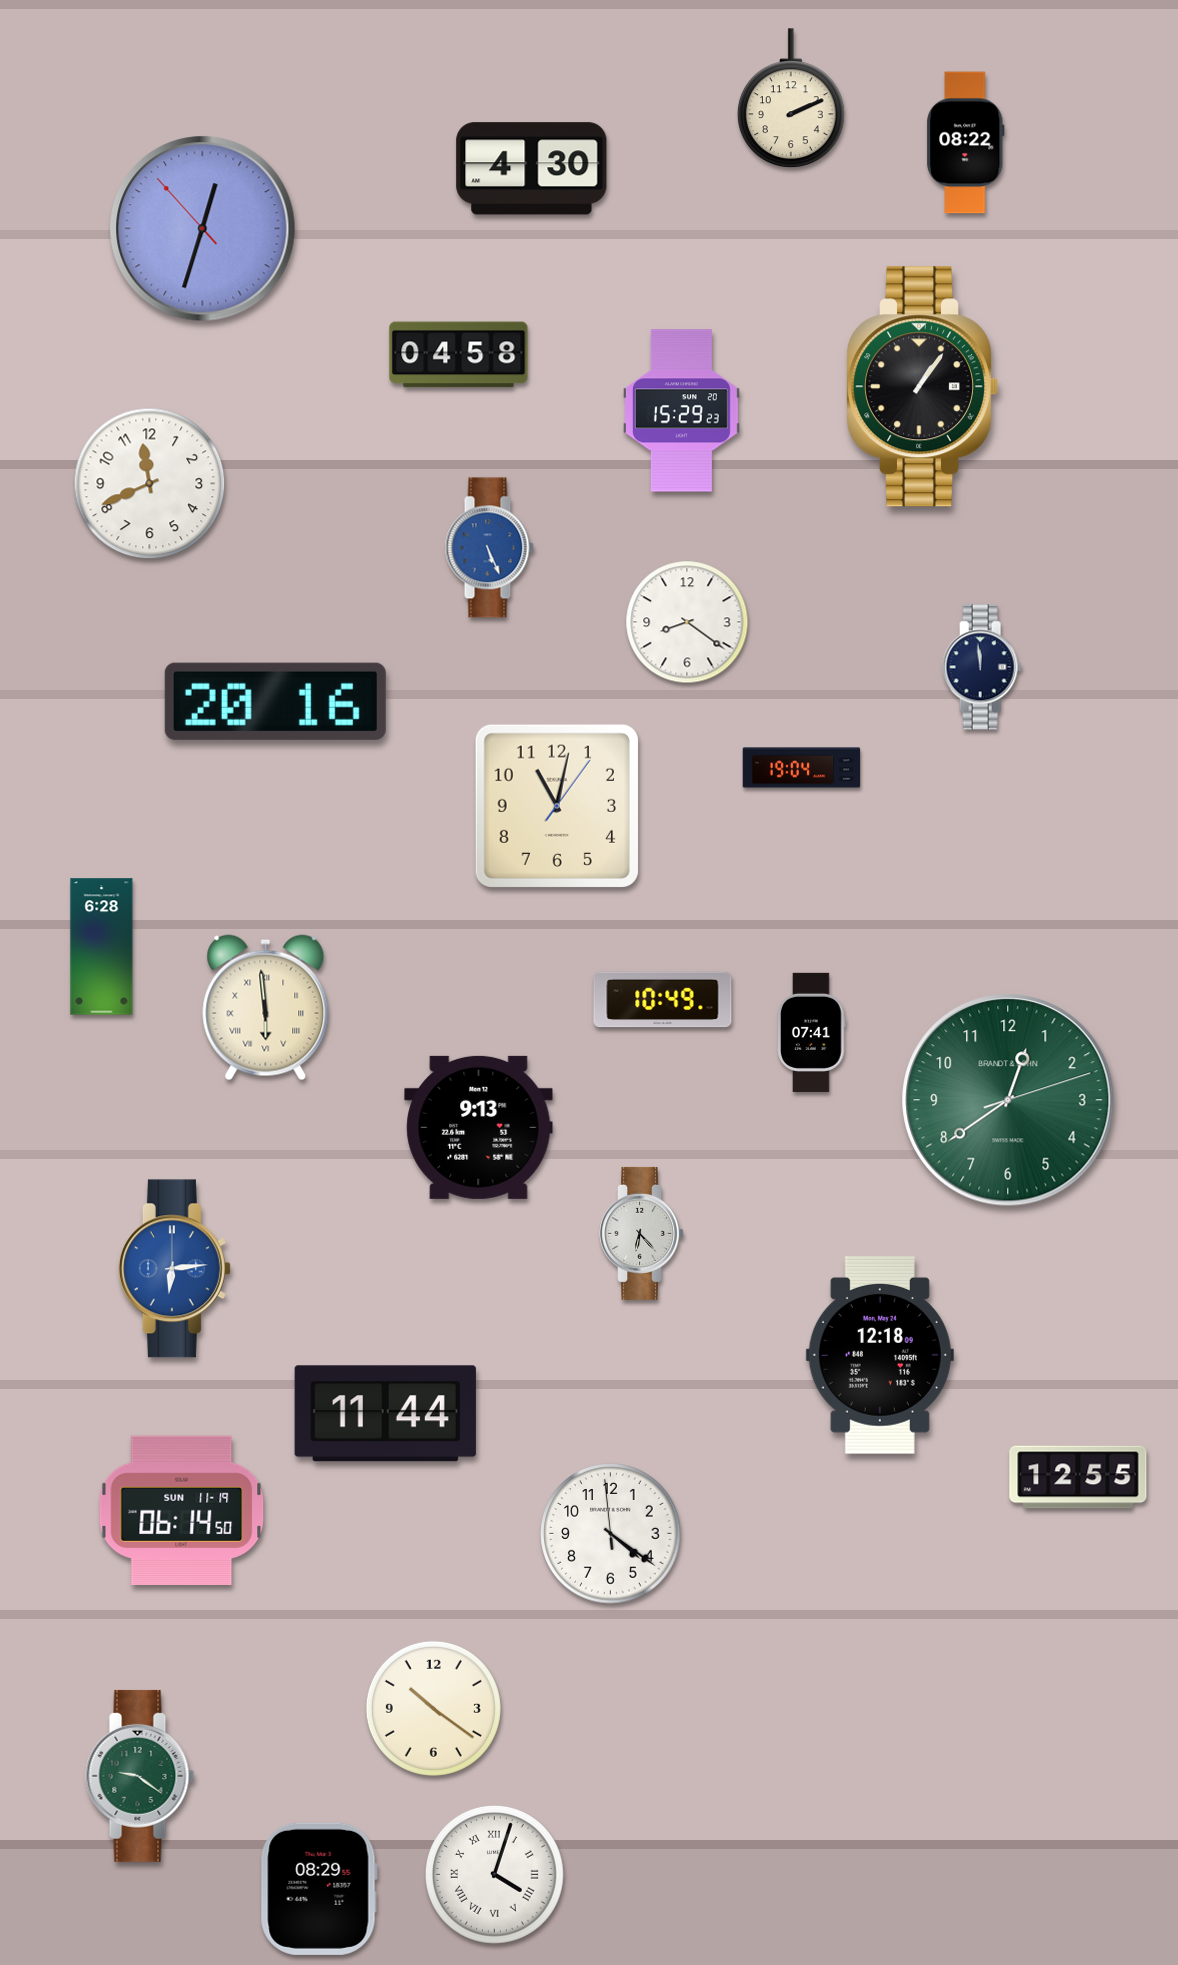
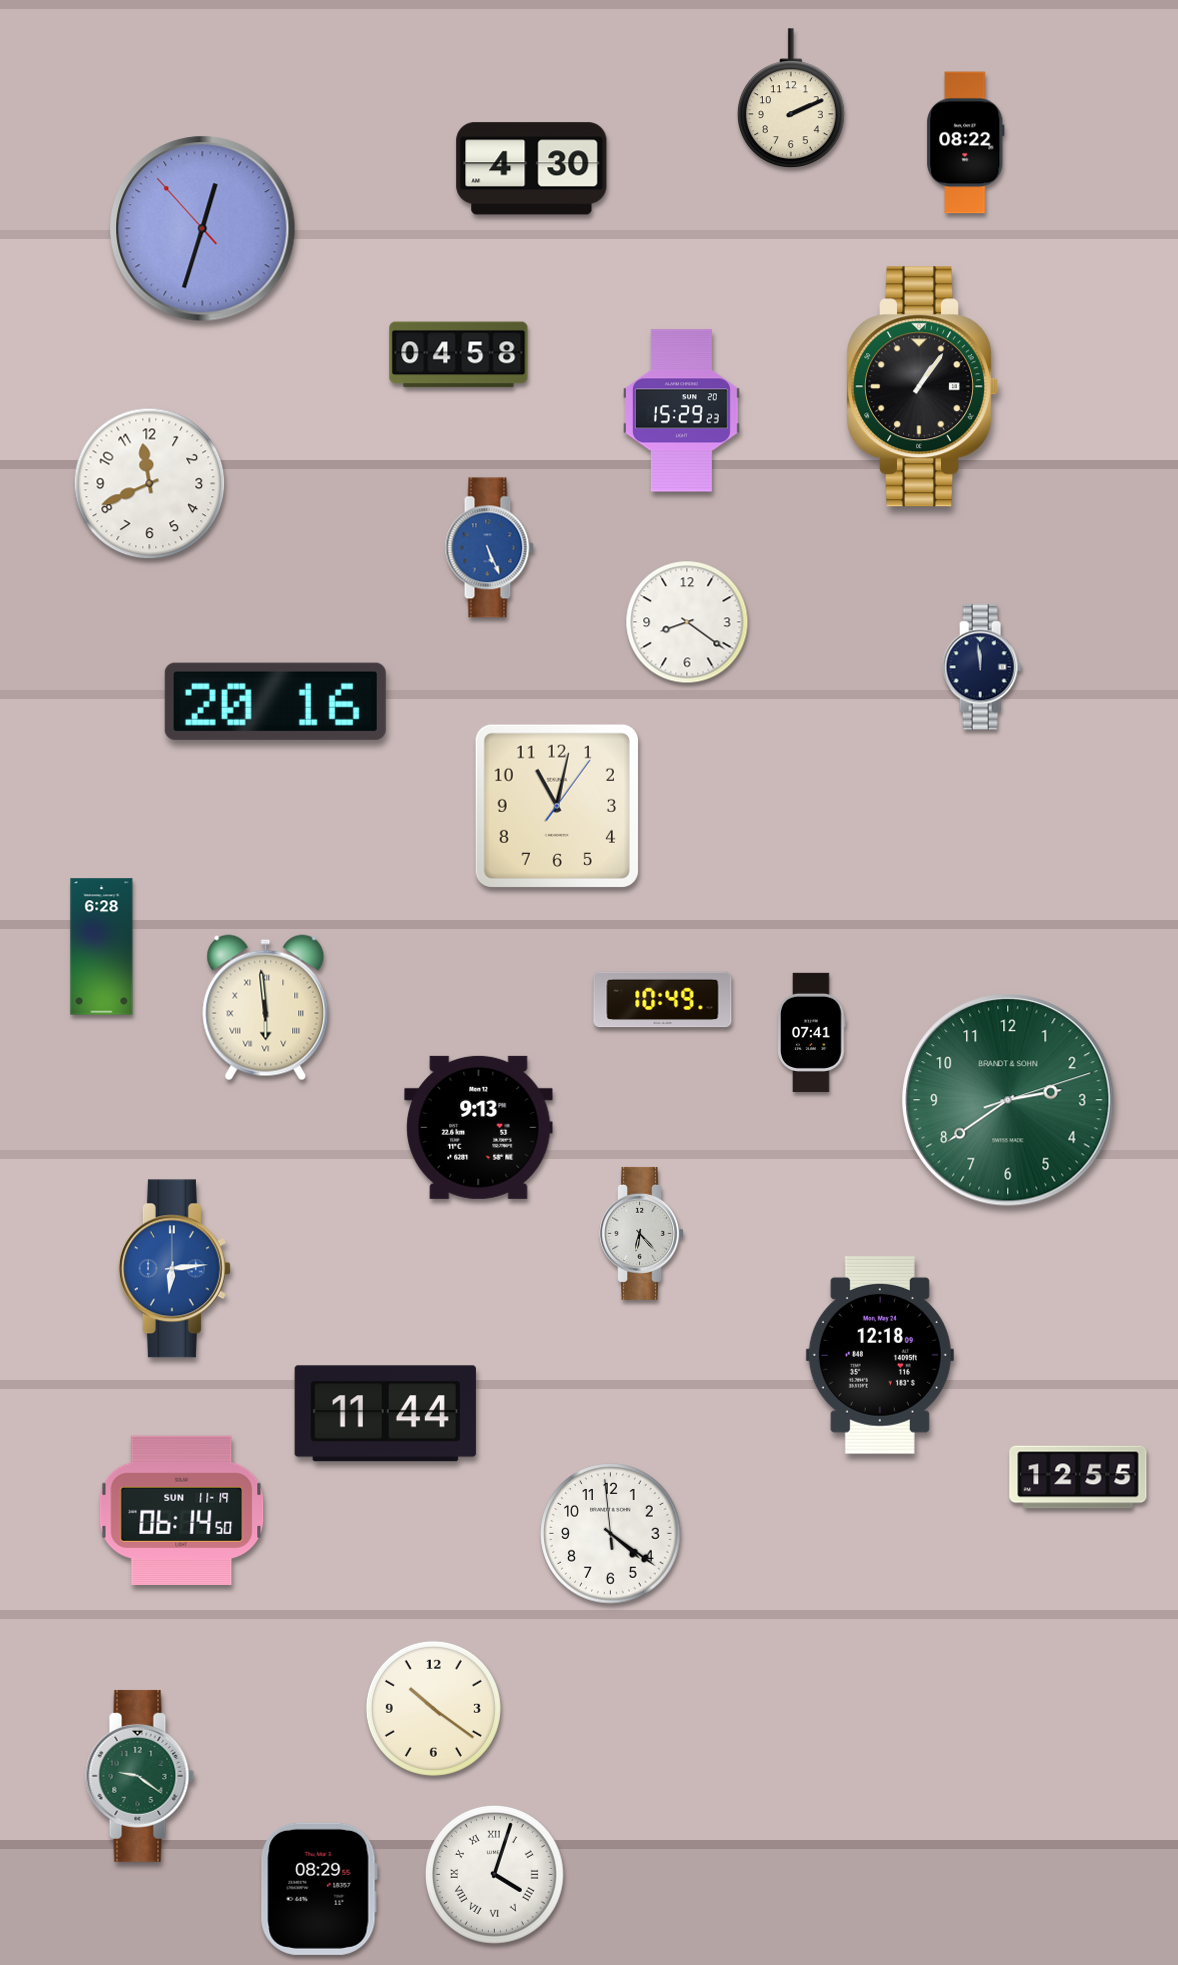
clock at (802, 768): 19:04 -> none
clock at (1008, 1100): 12:39 -> 2:39
